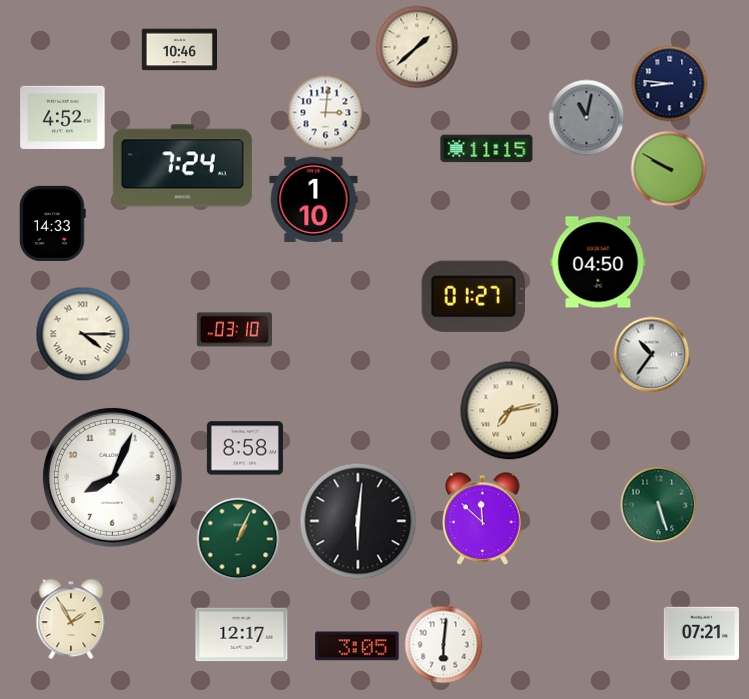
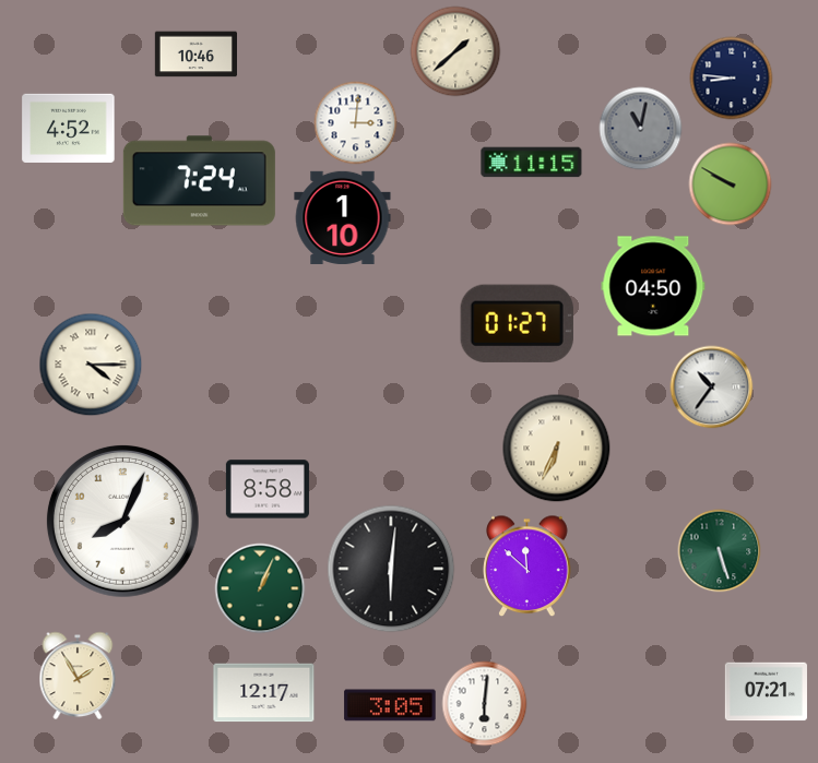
clock at (670, 84) position: (670, 84) -> (732, 79)
clock at (53, 223): 14:33 -> none
clock at (234, 330): 03:10 -> none
clock at (510, 411): 7:13 -> 6:34
